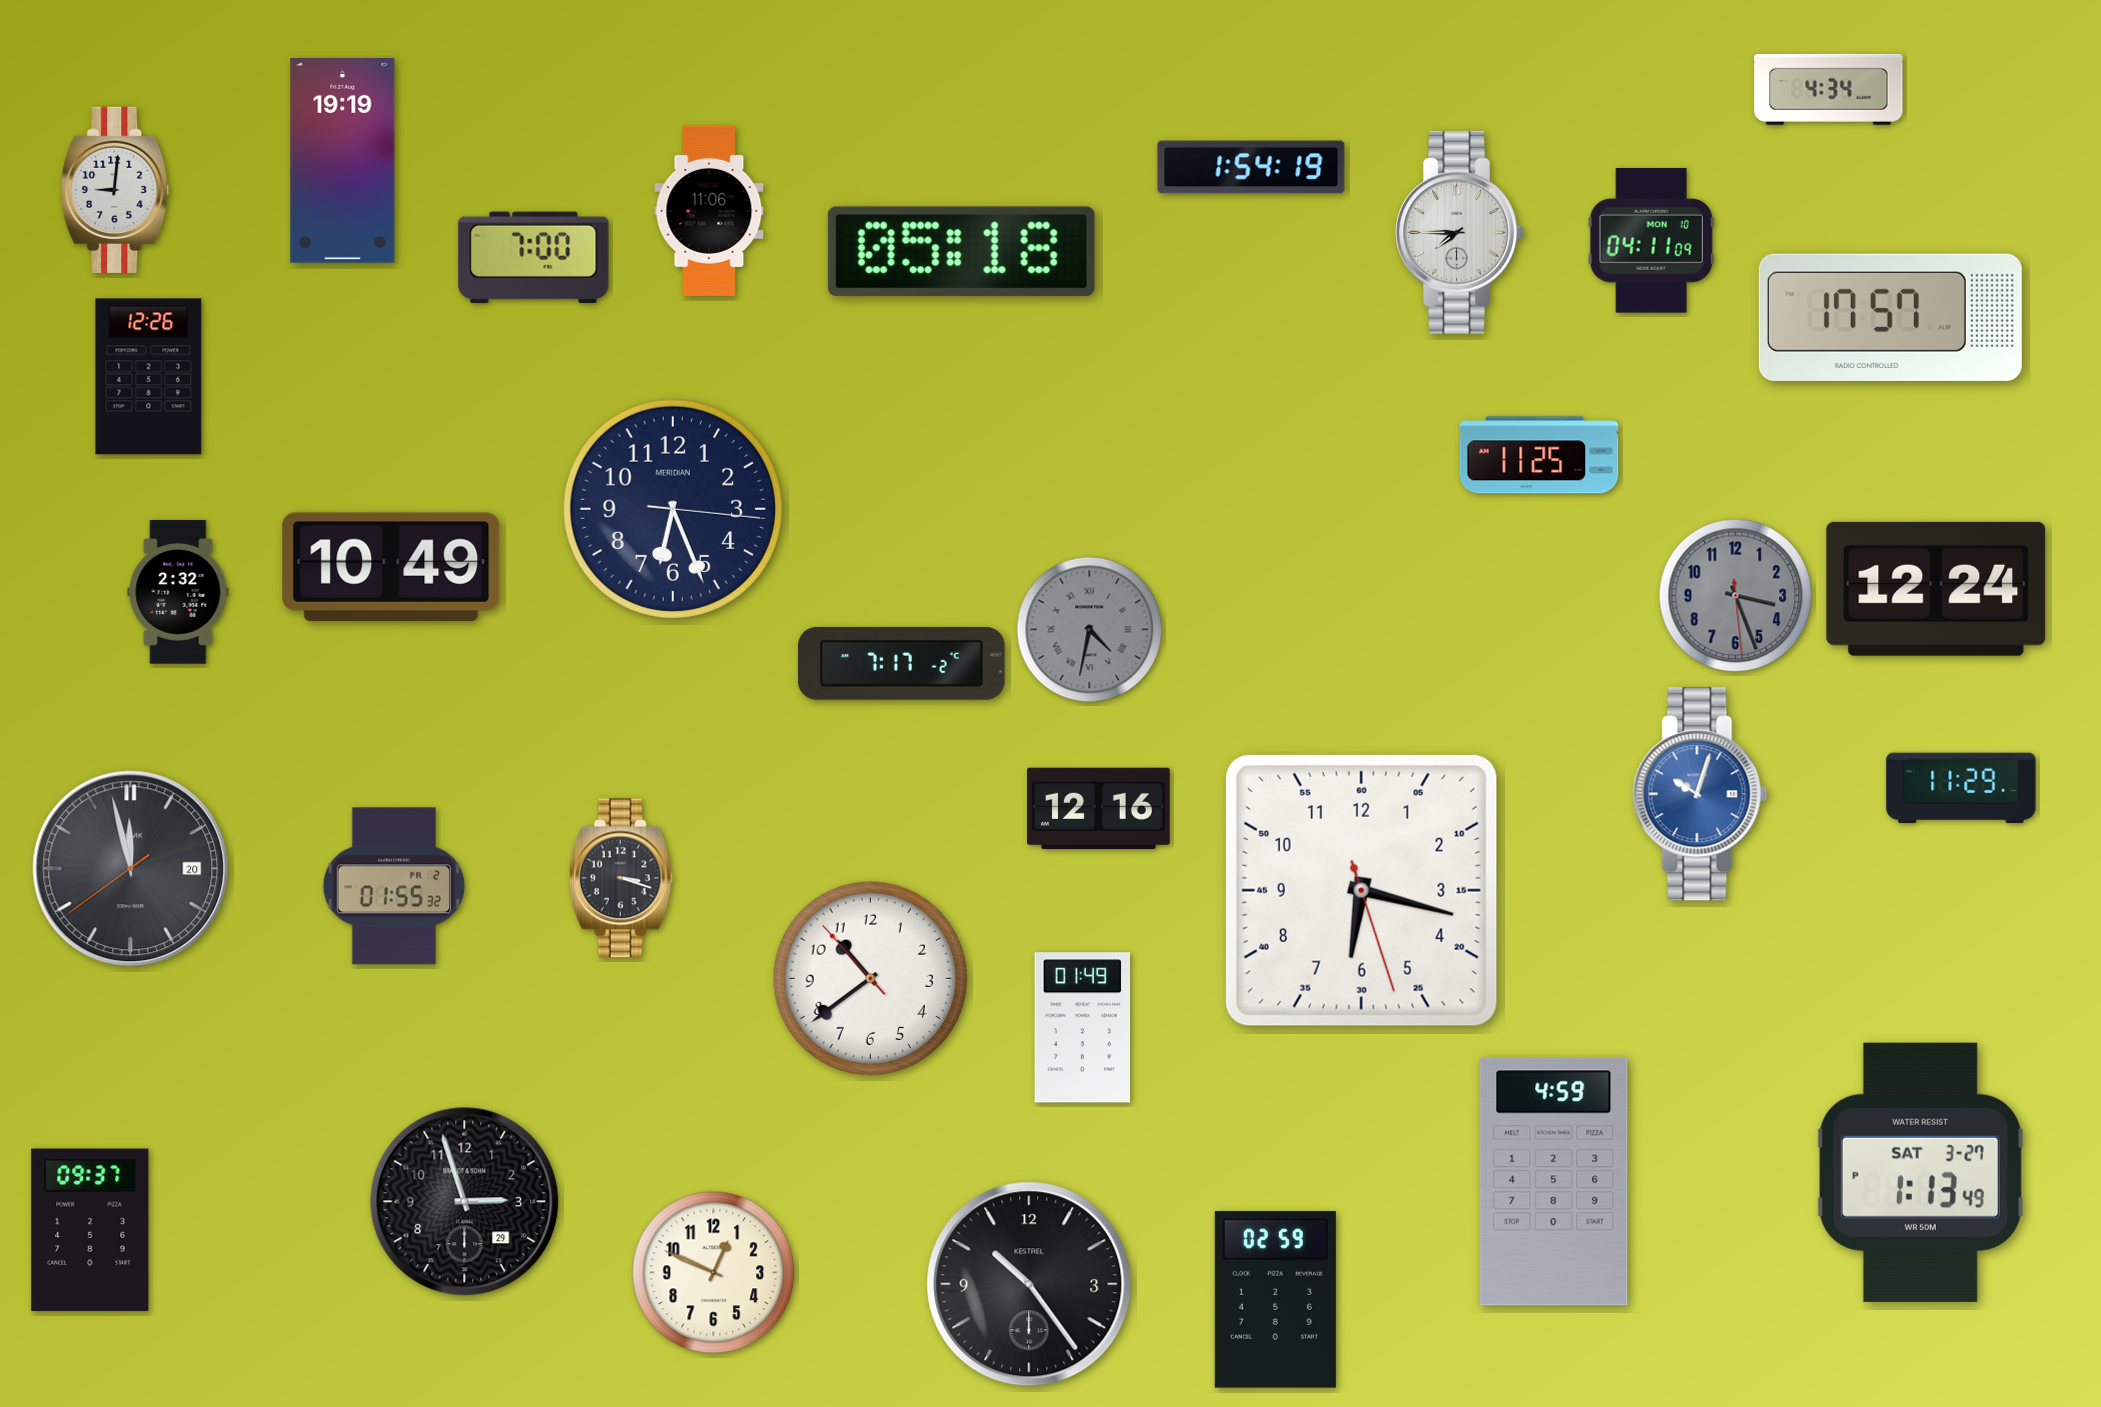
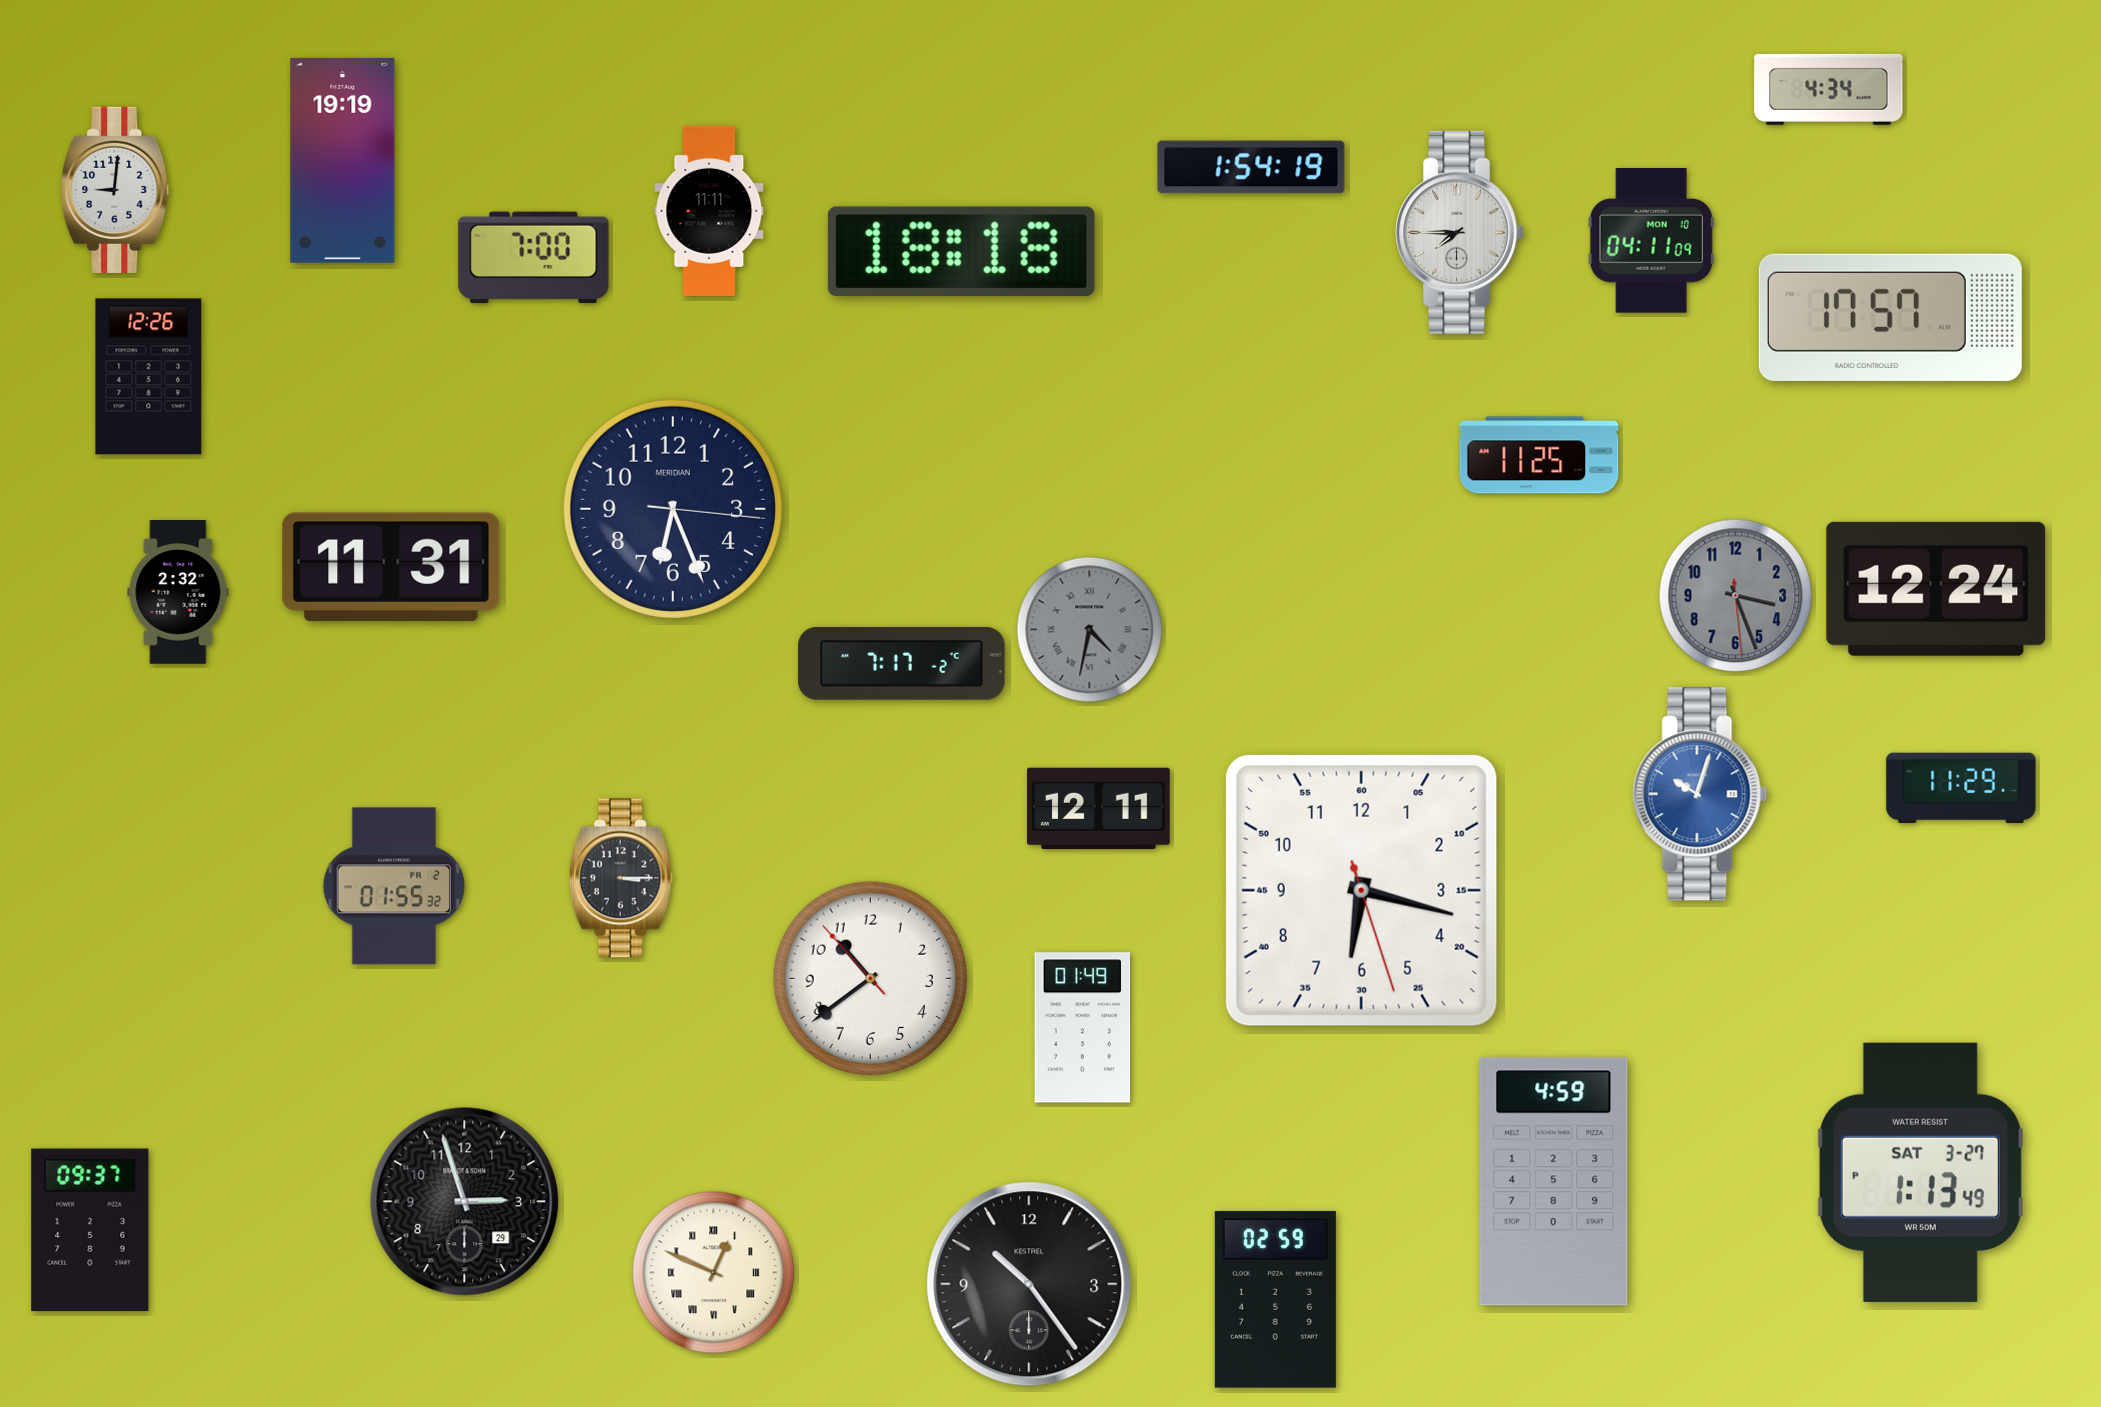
clock at (709, 211): 11:06 -> 11:11
clock at (961, 251): 05:18 -> 18:18
clock at (391, 567): 10:49 -> 11:31
clock at (1099, 808): 12:16 -> 12:11
clock at (131, 869): 11:57 -> none
clock at (621, 878): 3:18 -> 3:15
clock at (714, 1273) numerals: Arabic -> Roman
